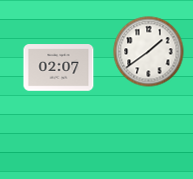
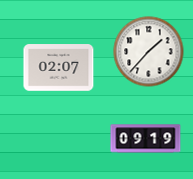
clock at (149, 52): 1:39 -> 1:37
clock at (146, 139): none -> 09:19
